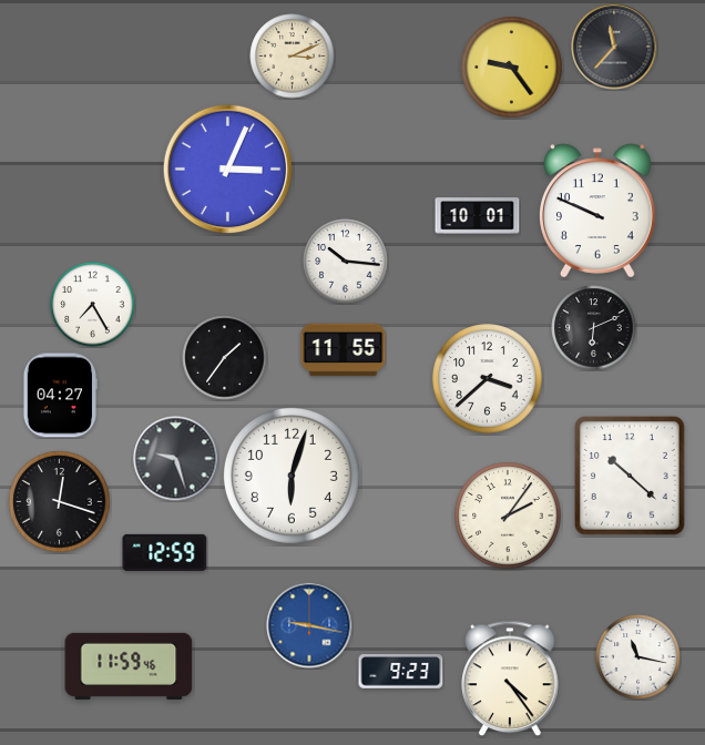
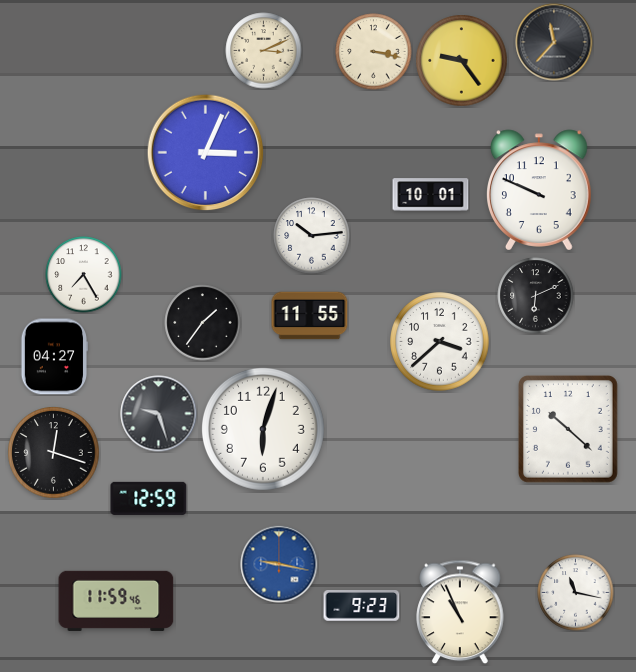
clock at (374, 52): none -> 3:17
clock at (346, 262): 10:16 -> 10:14
clock at (508, 516): 2:06 -> none
clock at (510, 678): 4:24 -> 10:56
